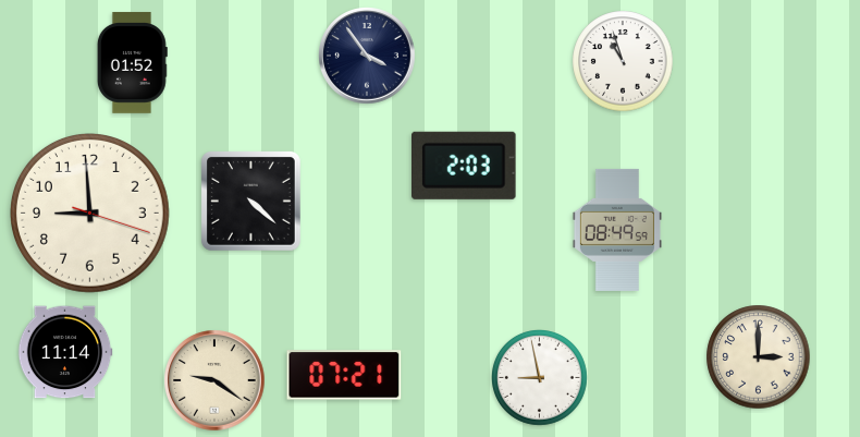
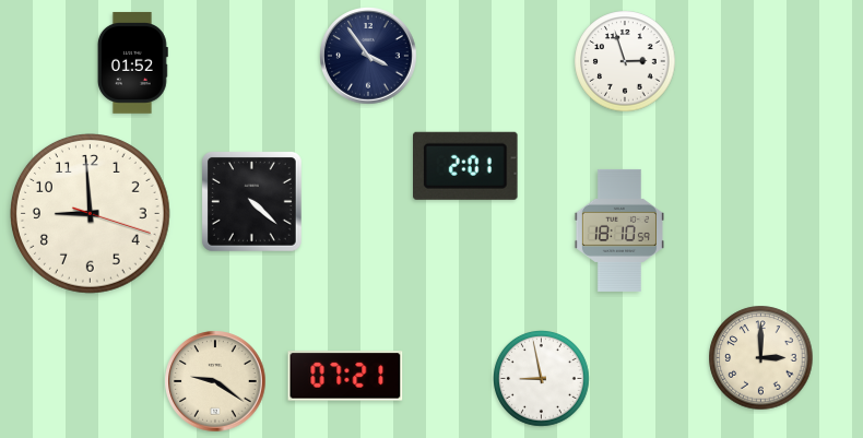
clock at (623, 61): 10:57 -> 2:57
clock at (465, 166): 2:03 -> 2:01
clock at (617, 230): 08:49 -> 18:10
clock at (65, 352): 11:14 -> none
